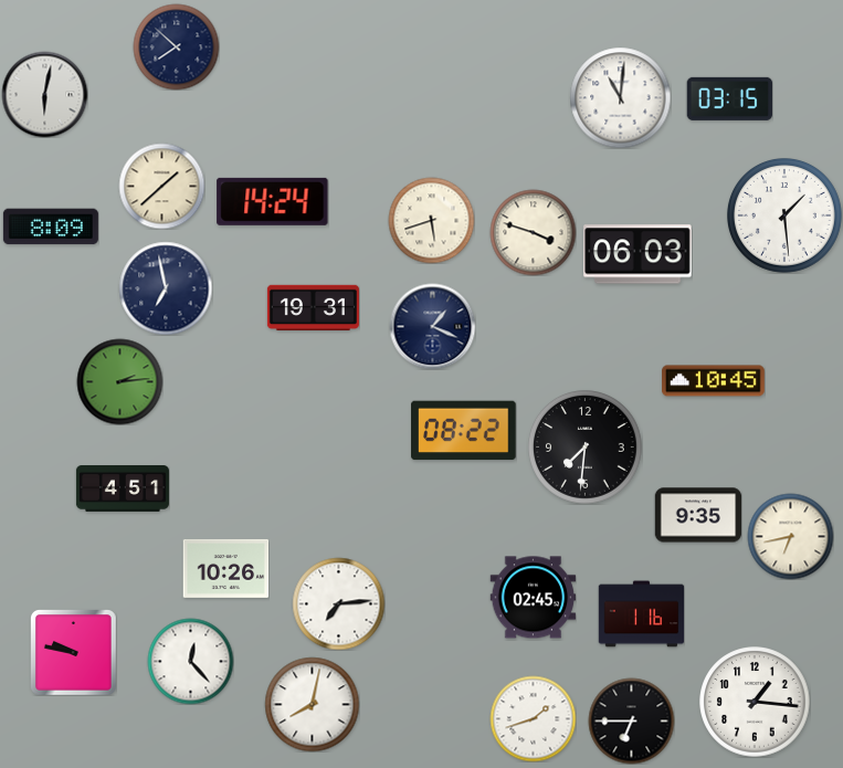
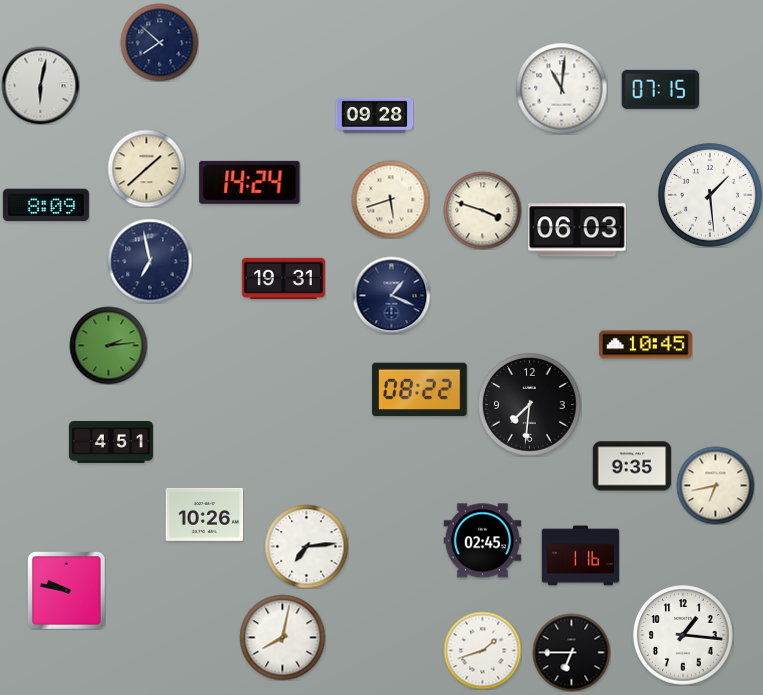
clock at (729, 98): 03:15 -> 07:15
clock at (374, 115): none -> 09:28
clock at (273, 201) position: (273, 201) -> (250, 182)
clock at (190, 661): 12:23 -> none
